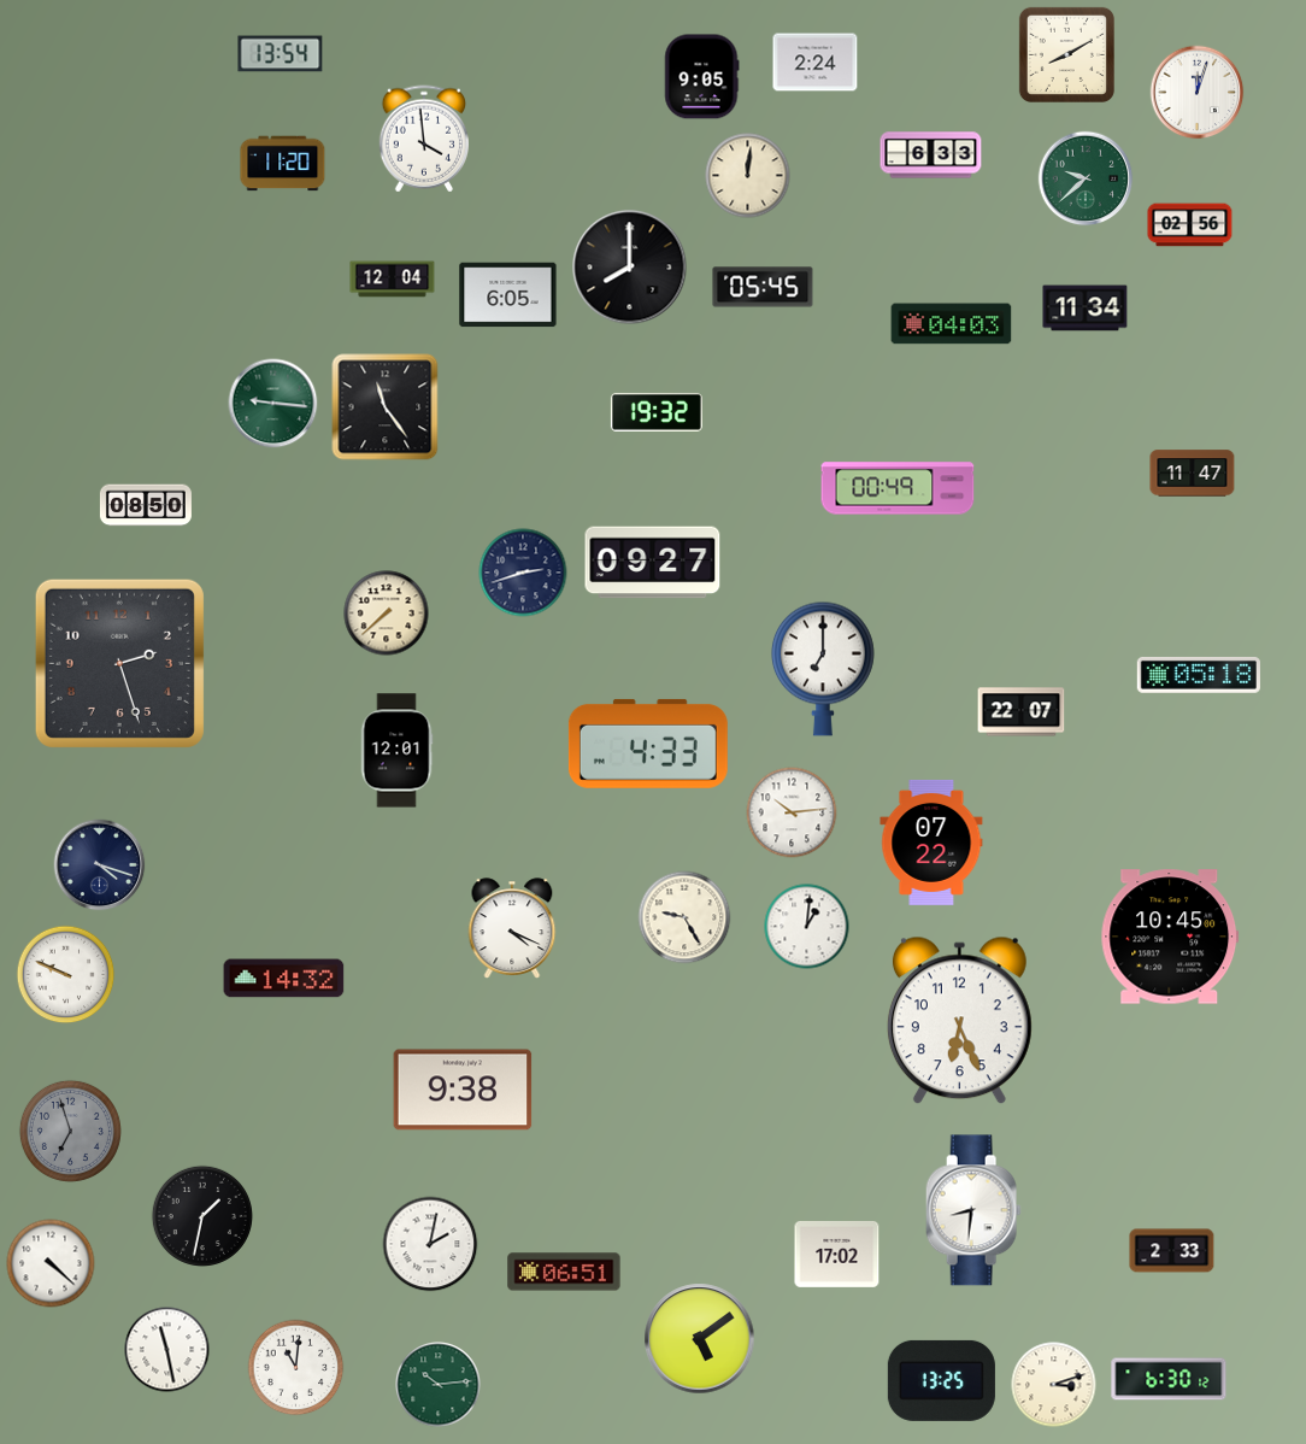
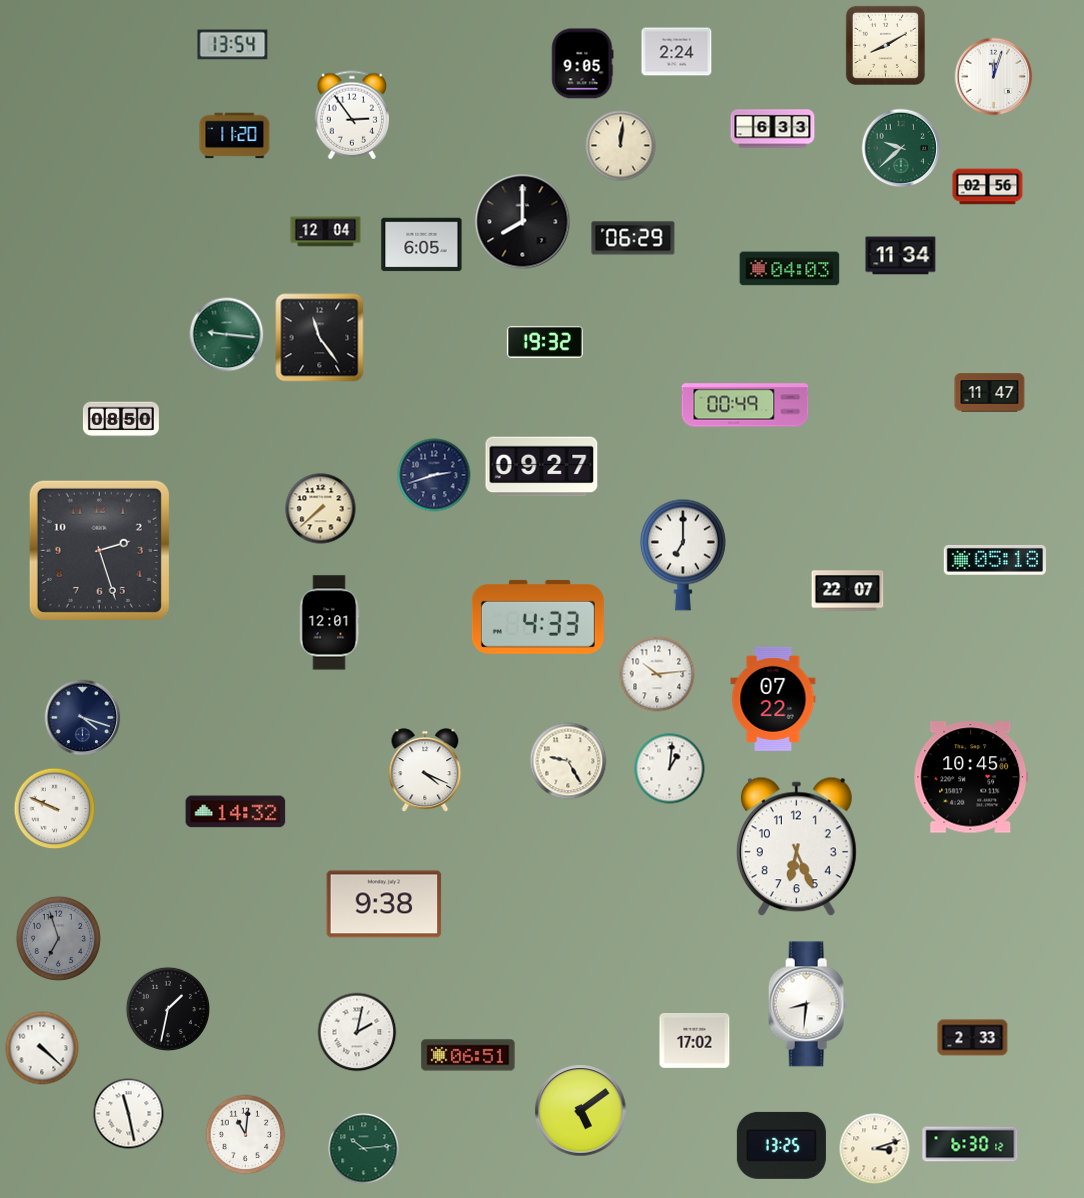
clock at (423, 139): 3:59 -> 2:54
clock at (763, 287): 05:45 -> 06:29
clock at (167, 1350) position: (167, 1350) -> (129, 1114)
